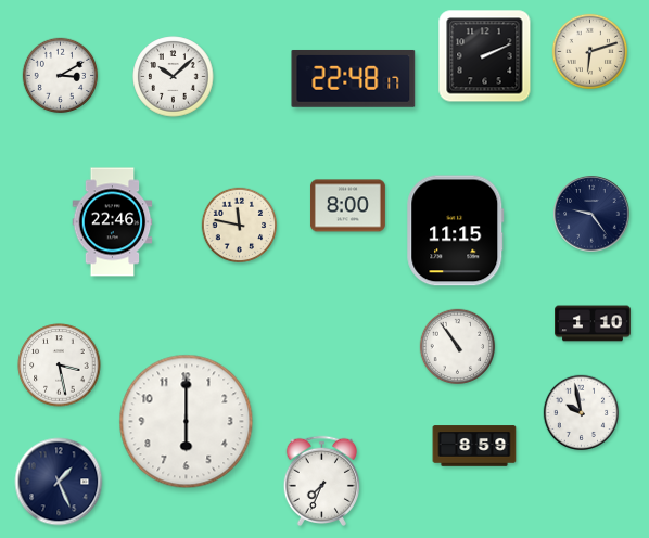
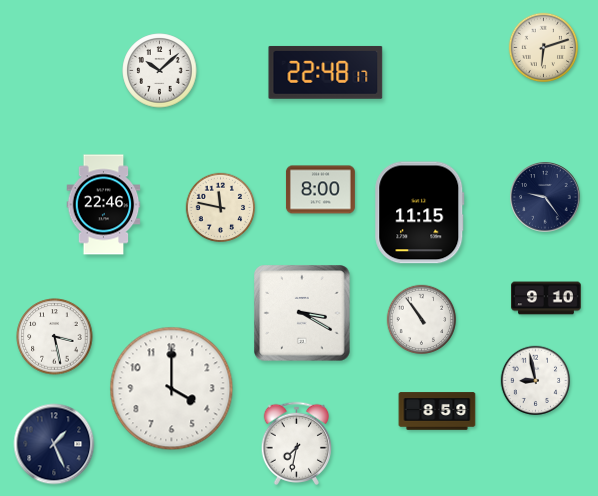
clock at (485, 56): 2:11 -> none
clock at (61, 76): 3:10 -> none
clock at (593, 323): 1:10 -> 9:10
clock at (302, 313): none -> 3:20
clock at (582, 413): 9:58 -> 8:58
clock at (187, 422): 6:00 -> 4:00
clock at (322, 481): 7:34 -> 7:32
